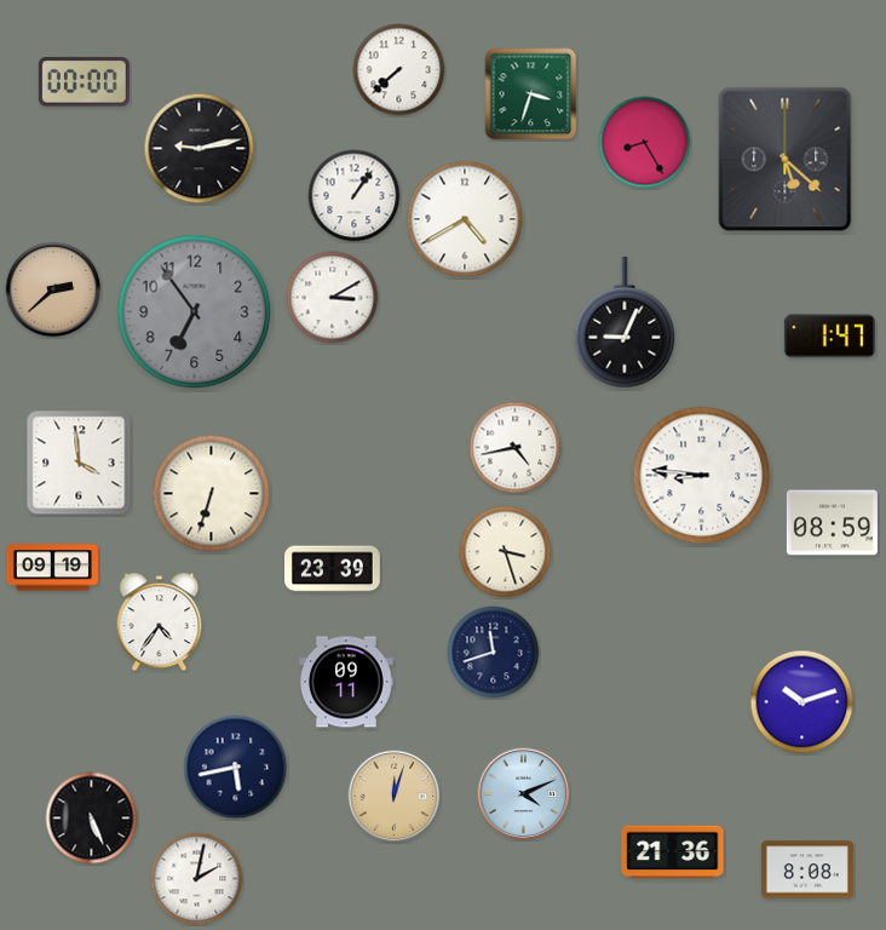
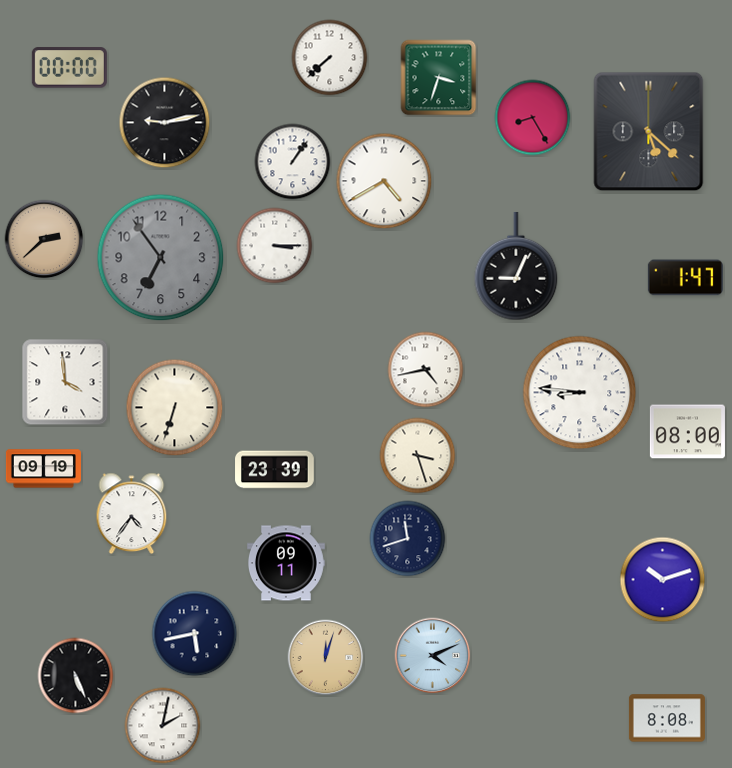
clock at (333, 298): 3:10 -> 3:15
clock at (832, 523): 08:59 -> 08:00
clock at (673, 852): 21:36 -> none
